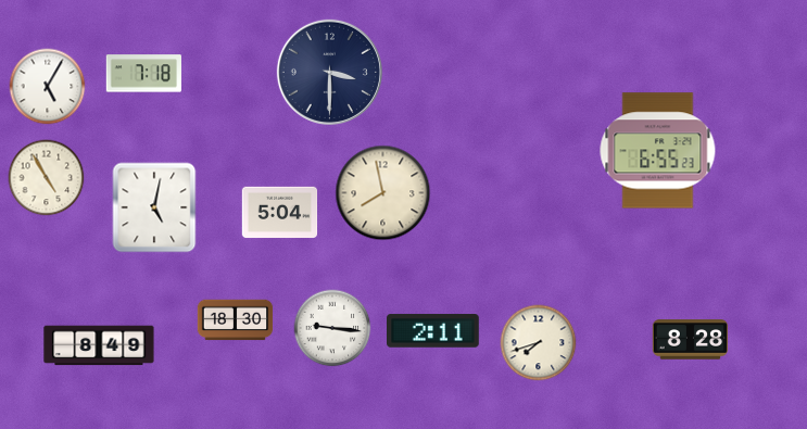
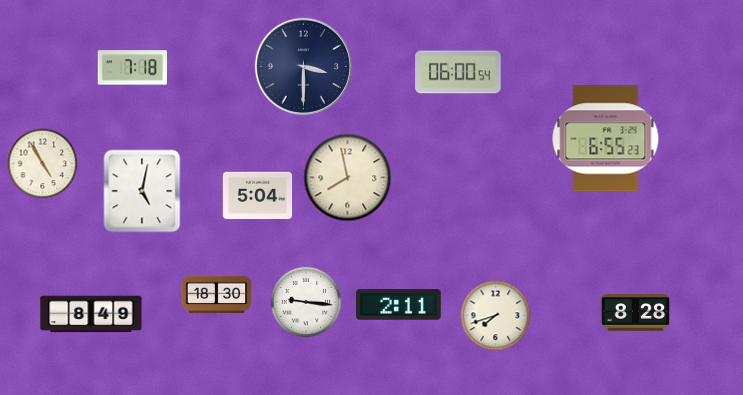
clock at (458, 72): none -> 06:00
clock at (48, 87): 5:05 -> none
clock at (383, 193) position: (383, 193) -> (348, 178)
clock at (99, 345) position: (99, 345) -> (91, 314)
